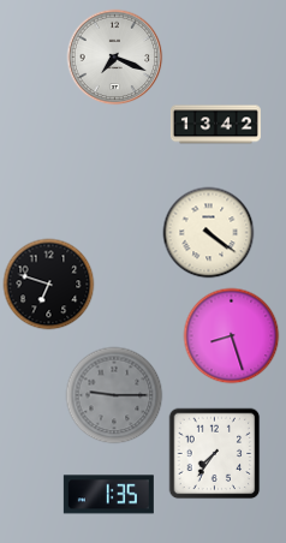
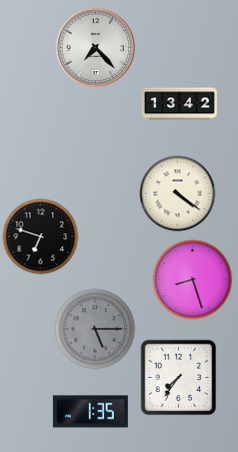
clock at (115, 58): 7:19 -> 7:23
clock at (209, 233) position: (209, 233) -> (178, 194)
clock at (114, 395): 9:15 -> 5:15
